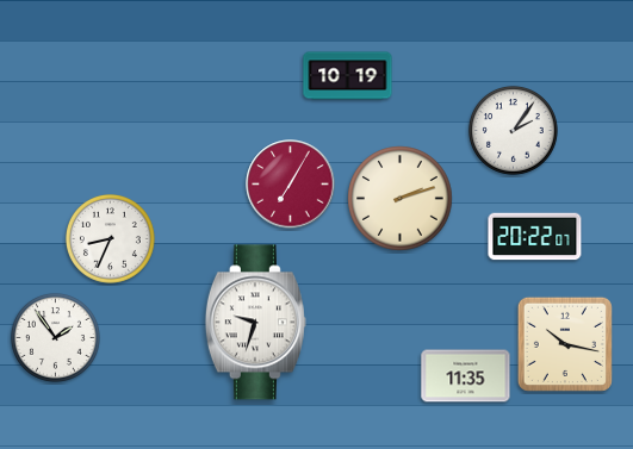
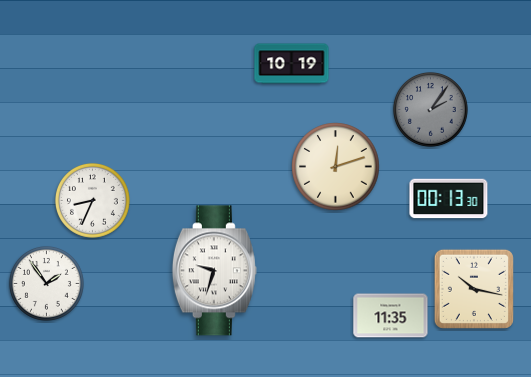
clock at (513, 130) dial: white -> grey
clock at (291, 185): 7:05 -> none
clock at (401, 199): 2:12 -> 12:12
clock at (535, 237): 20:22 -> 00:13
